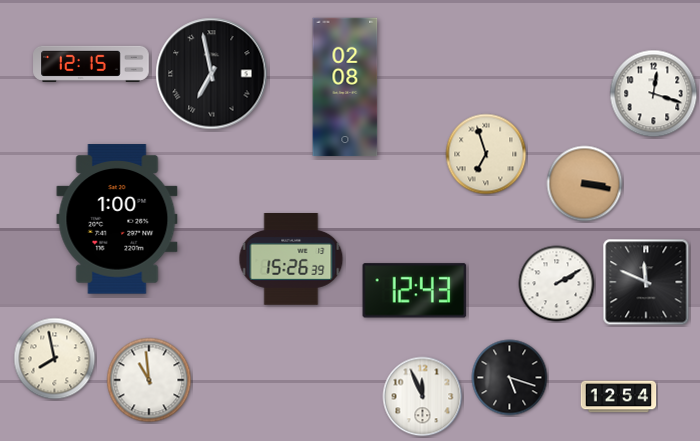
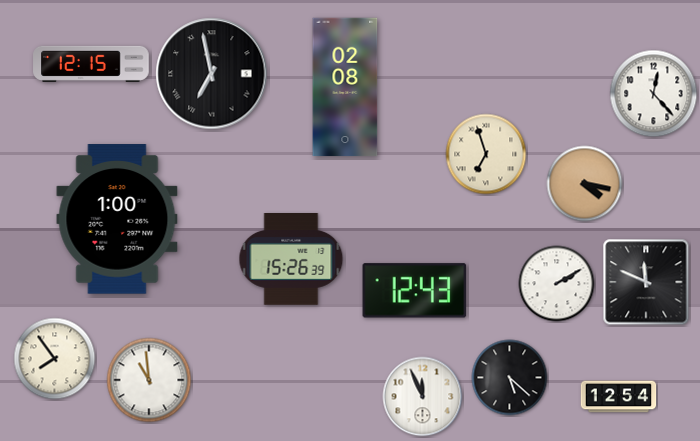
clock at (654, 94): 12:18 -> 12:23
clock at (585, 184): 3:17 -> 4:17
clock at (55, 359): 7:58 -> 7:54
clock at (510, 378): 5:18 -> 5:22
